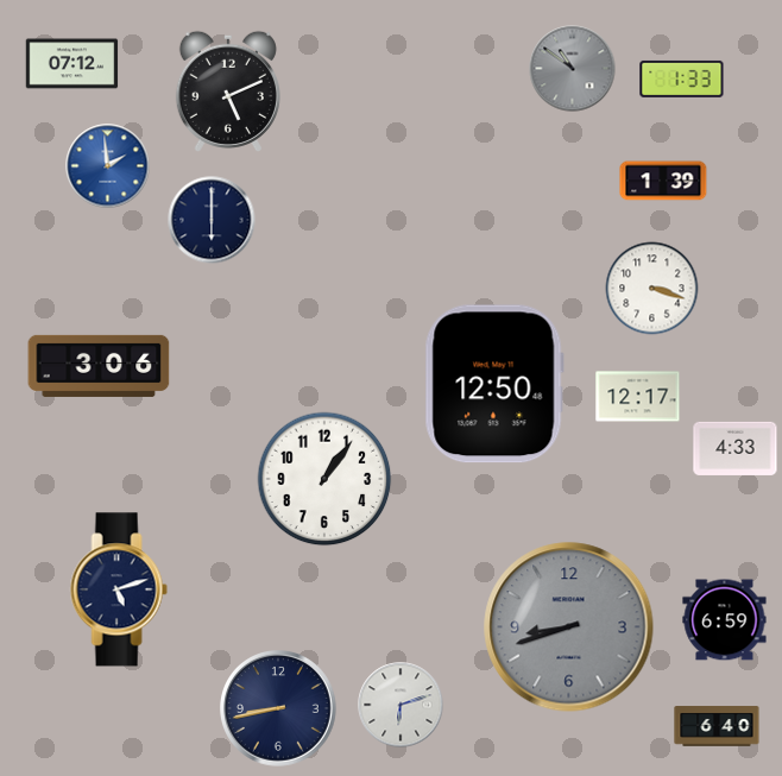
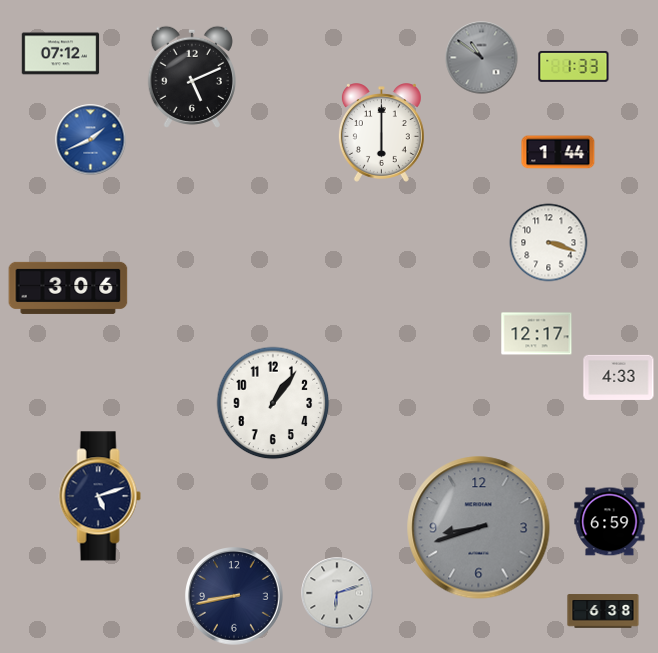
clock at (381, 133): none -> 6:00
clock at (108, 166): 1:59 -> 1:41
clock at (663, 181): 1:39 -> 1:44
clock at (212, 220): 6:00 -> none
clock at (99, 366) position: (99, 366) -> (68, 288)
clock at (494, 384): 12:50 -> none
clock at (717, 726): 6:40 -> 6:38
